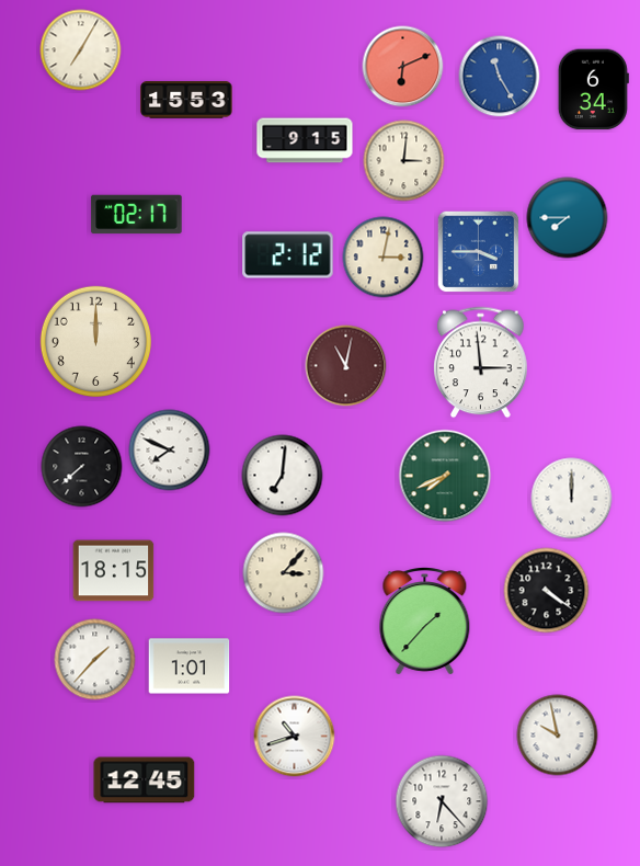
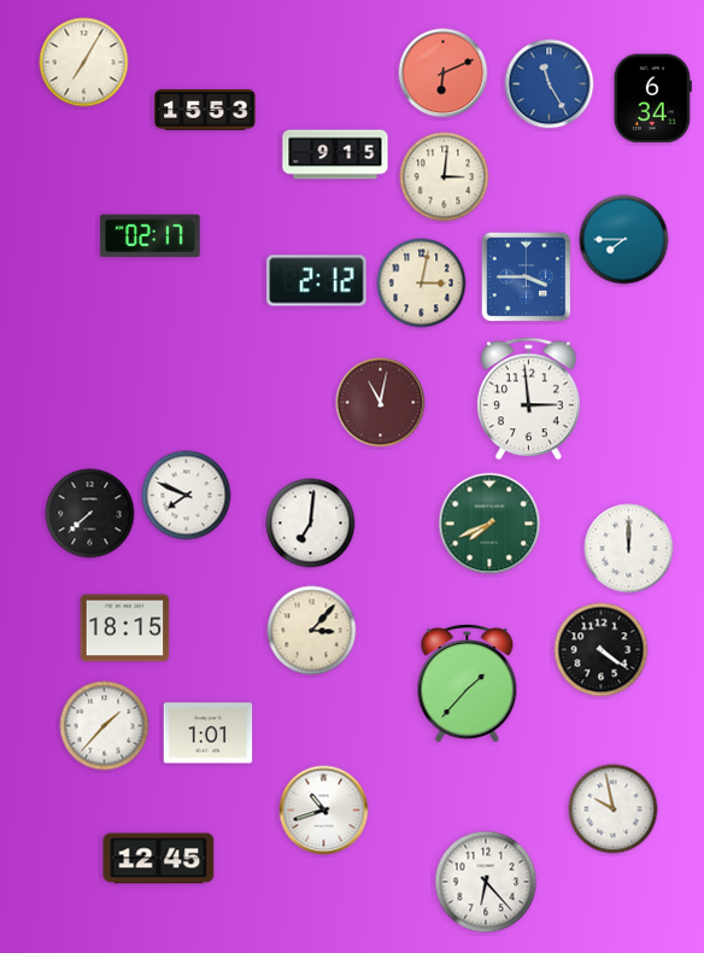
clock at (81, 50) position: (81, 50) -> (84, 63)
clock at (95, 341): 12:00 -> none
